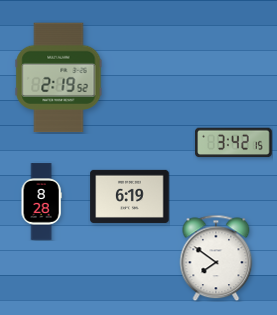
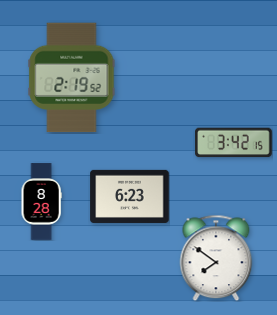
clock at (59, 78) position: (59, 78) -> (72, 78)
clock at (130, 196): 6:19 -> 6:23
